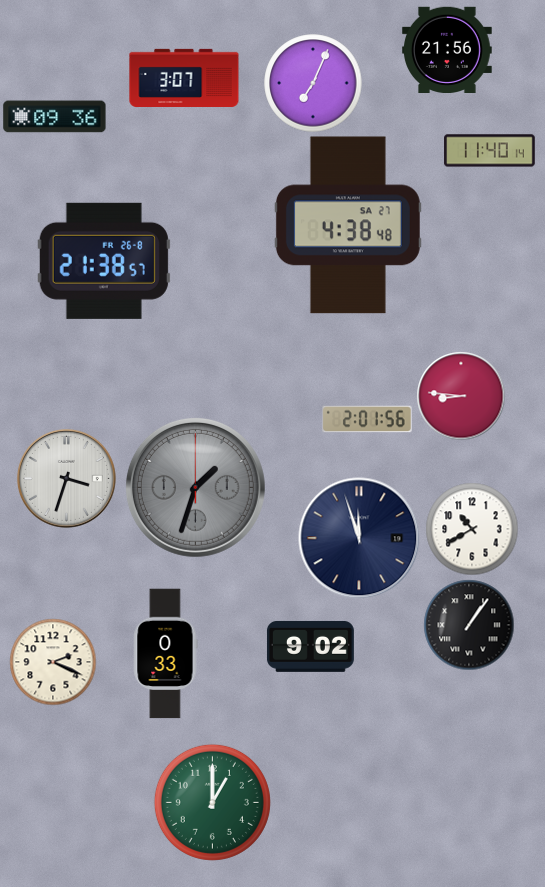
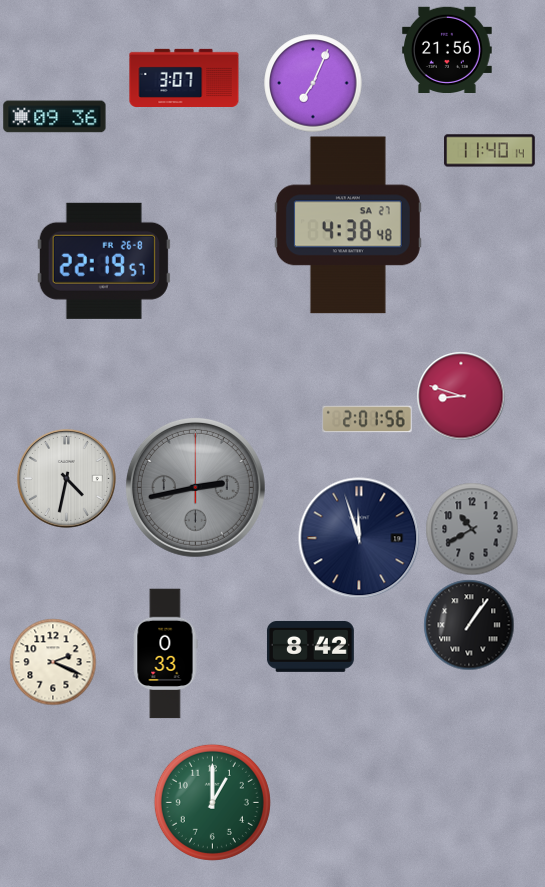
clock at (104, 261): 21:38 -> 22:19
clock at (461, 396): 8:46 -> 8:48
clock at (66, 478): 3:33 -> 4:32
clock at (195, 487): 1:33 -> 2:43
clock at (472, 529) dial: white -> grey
clock at (310, 646): 9:02 -> 8:42
